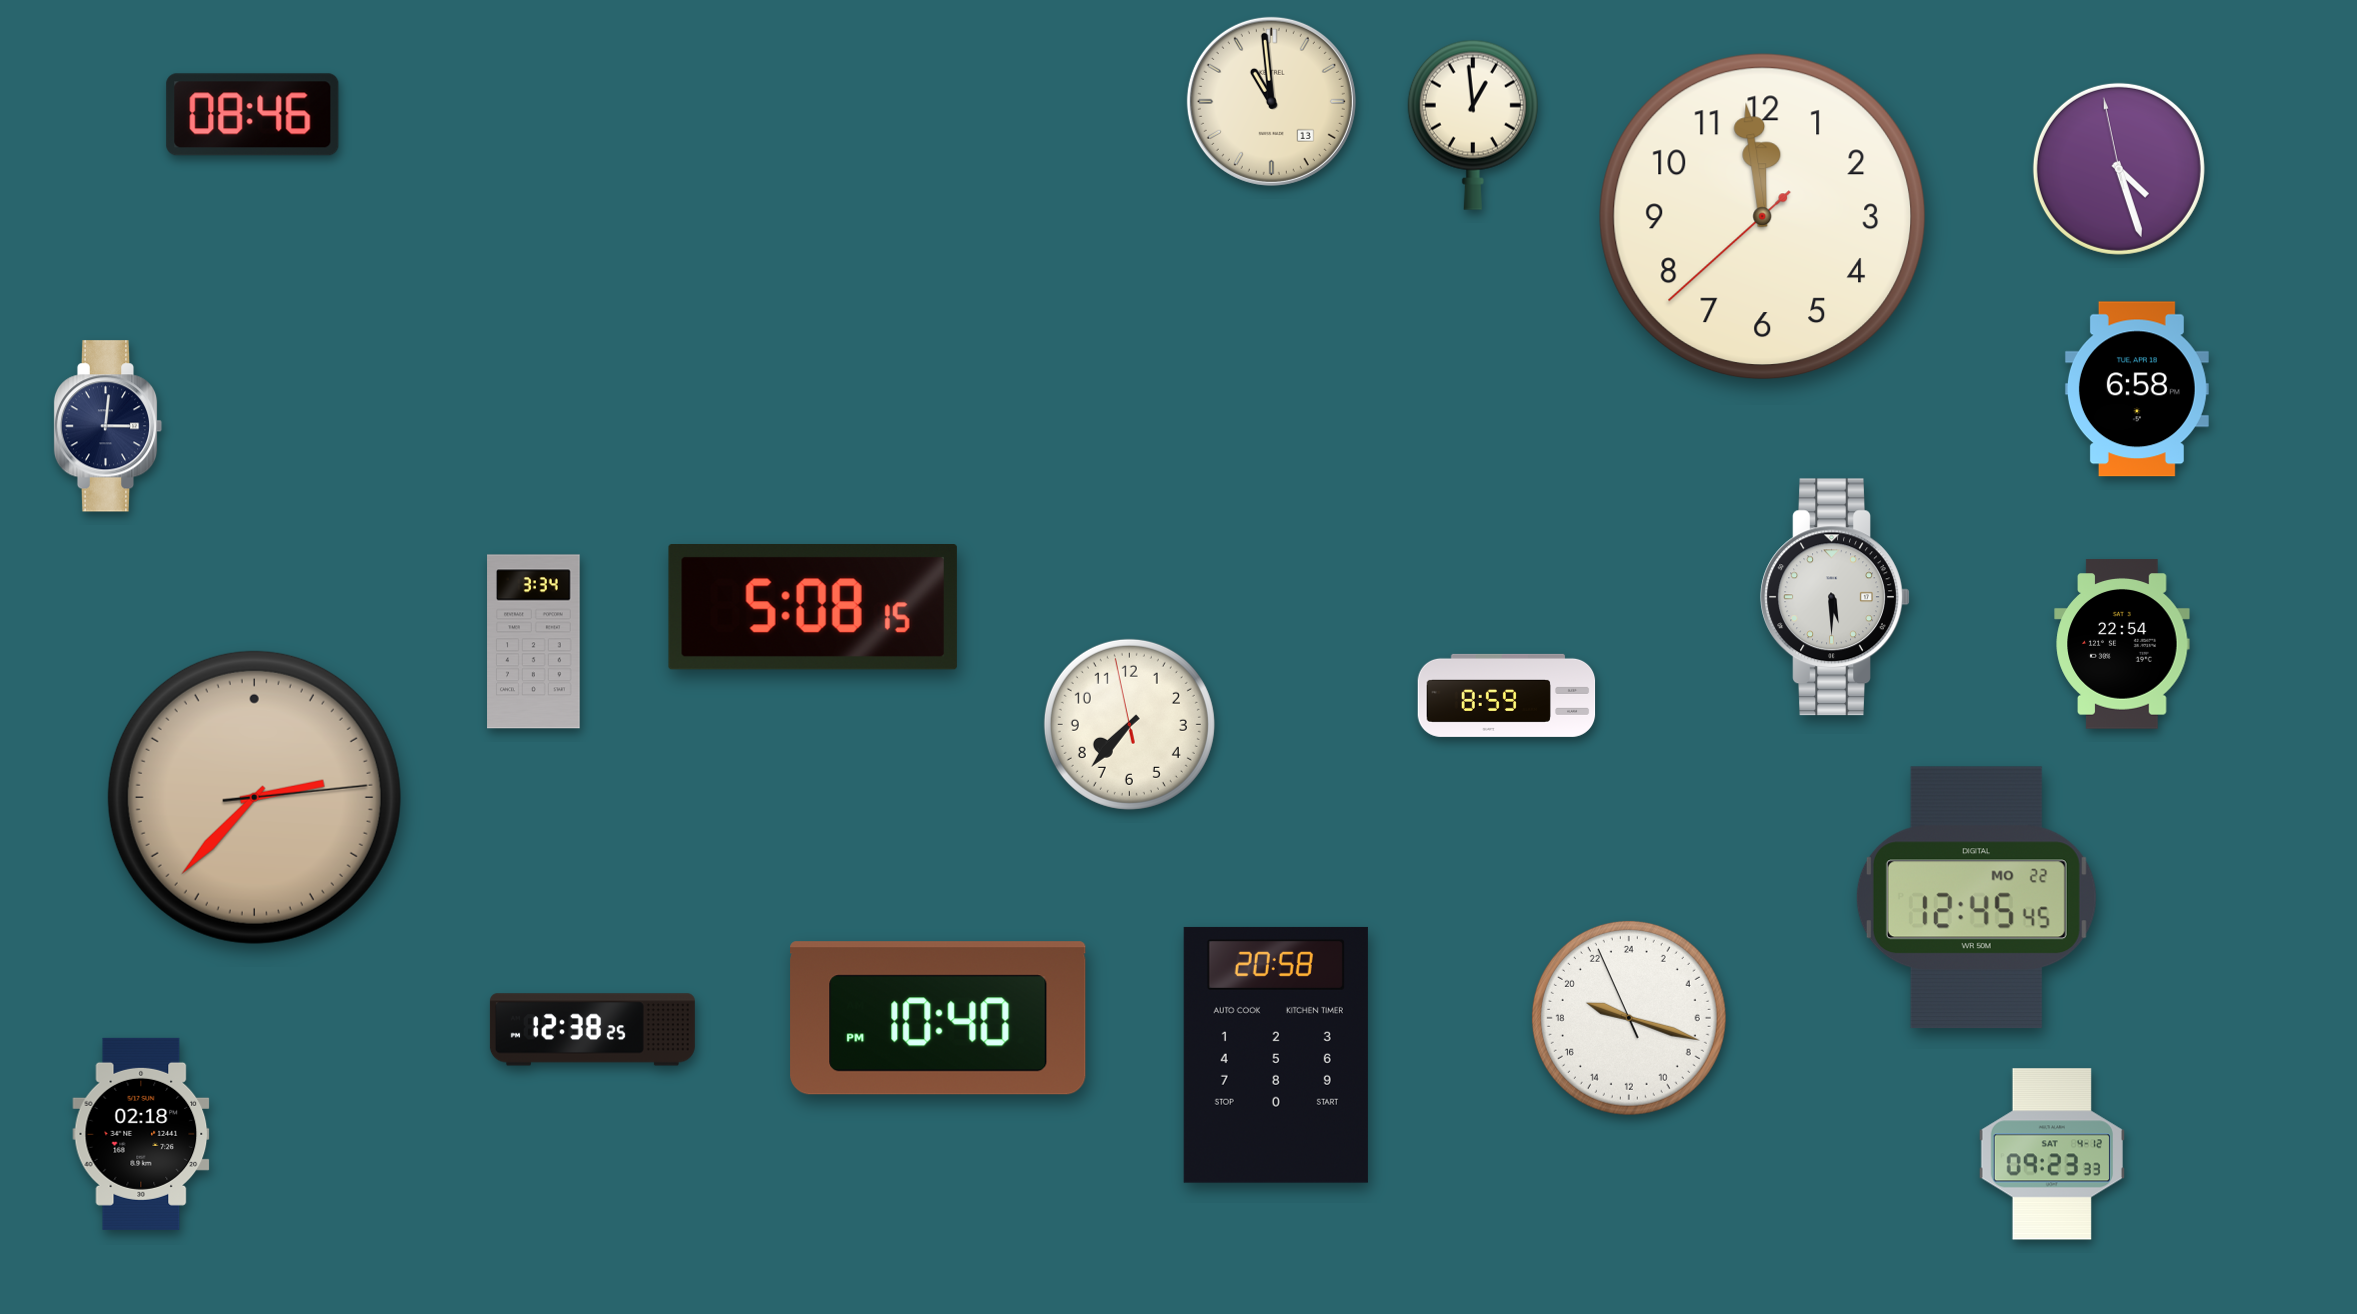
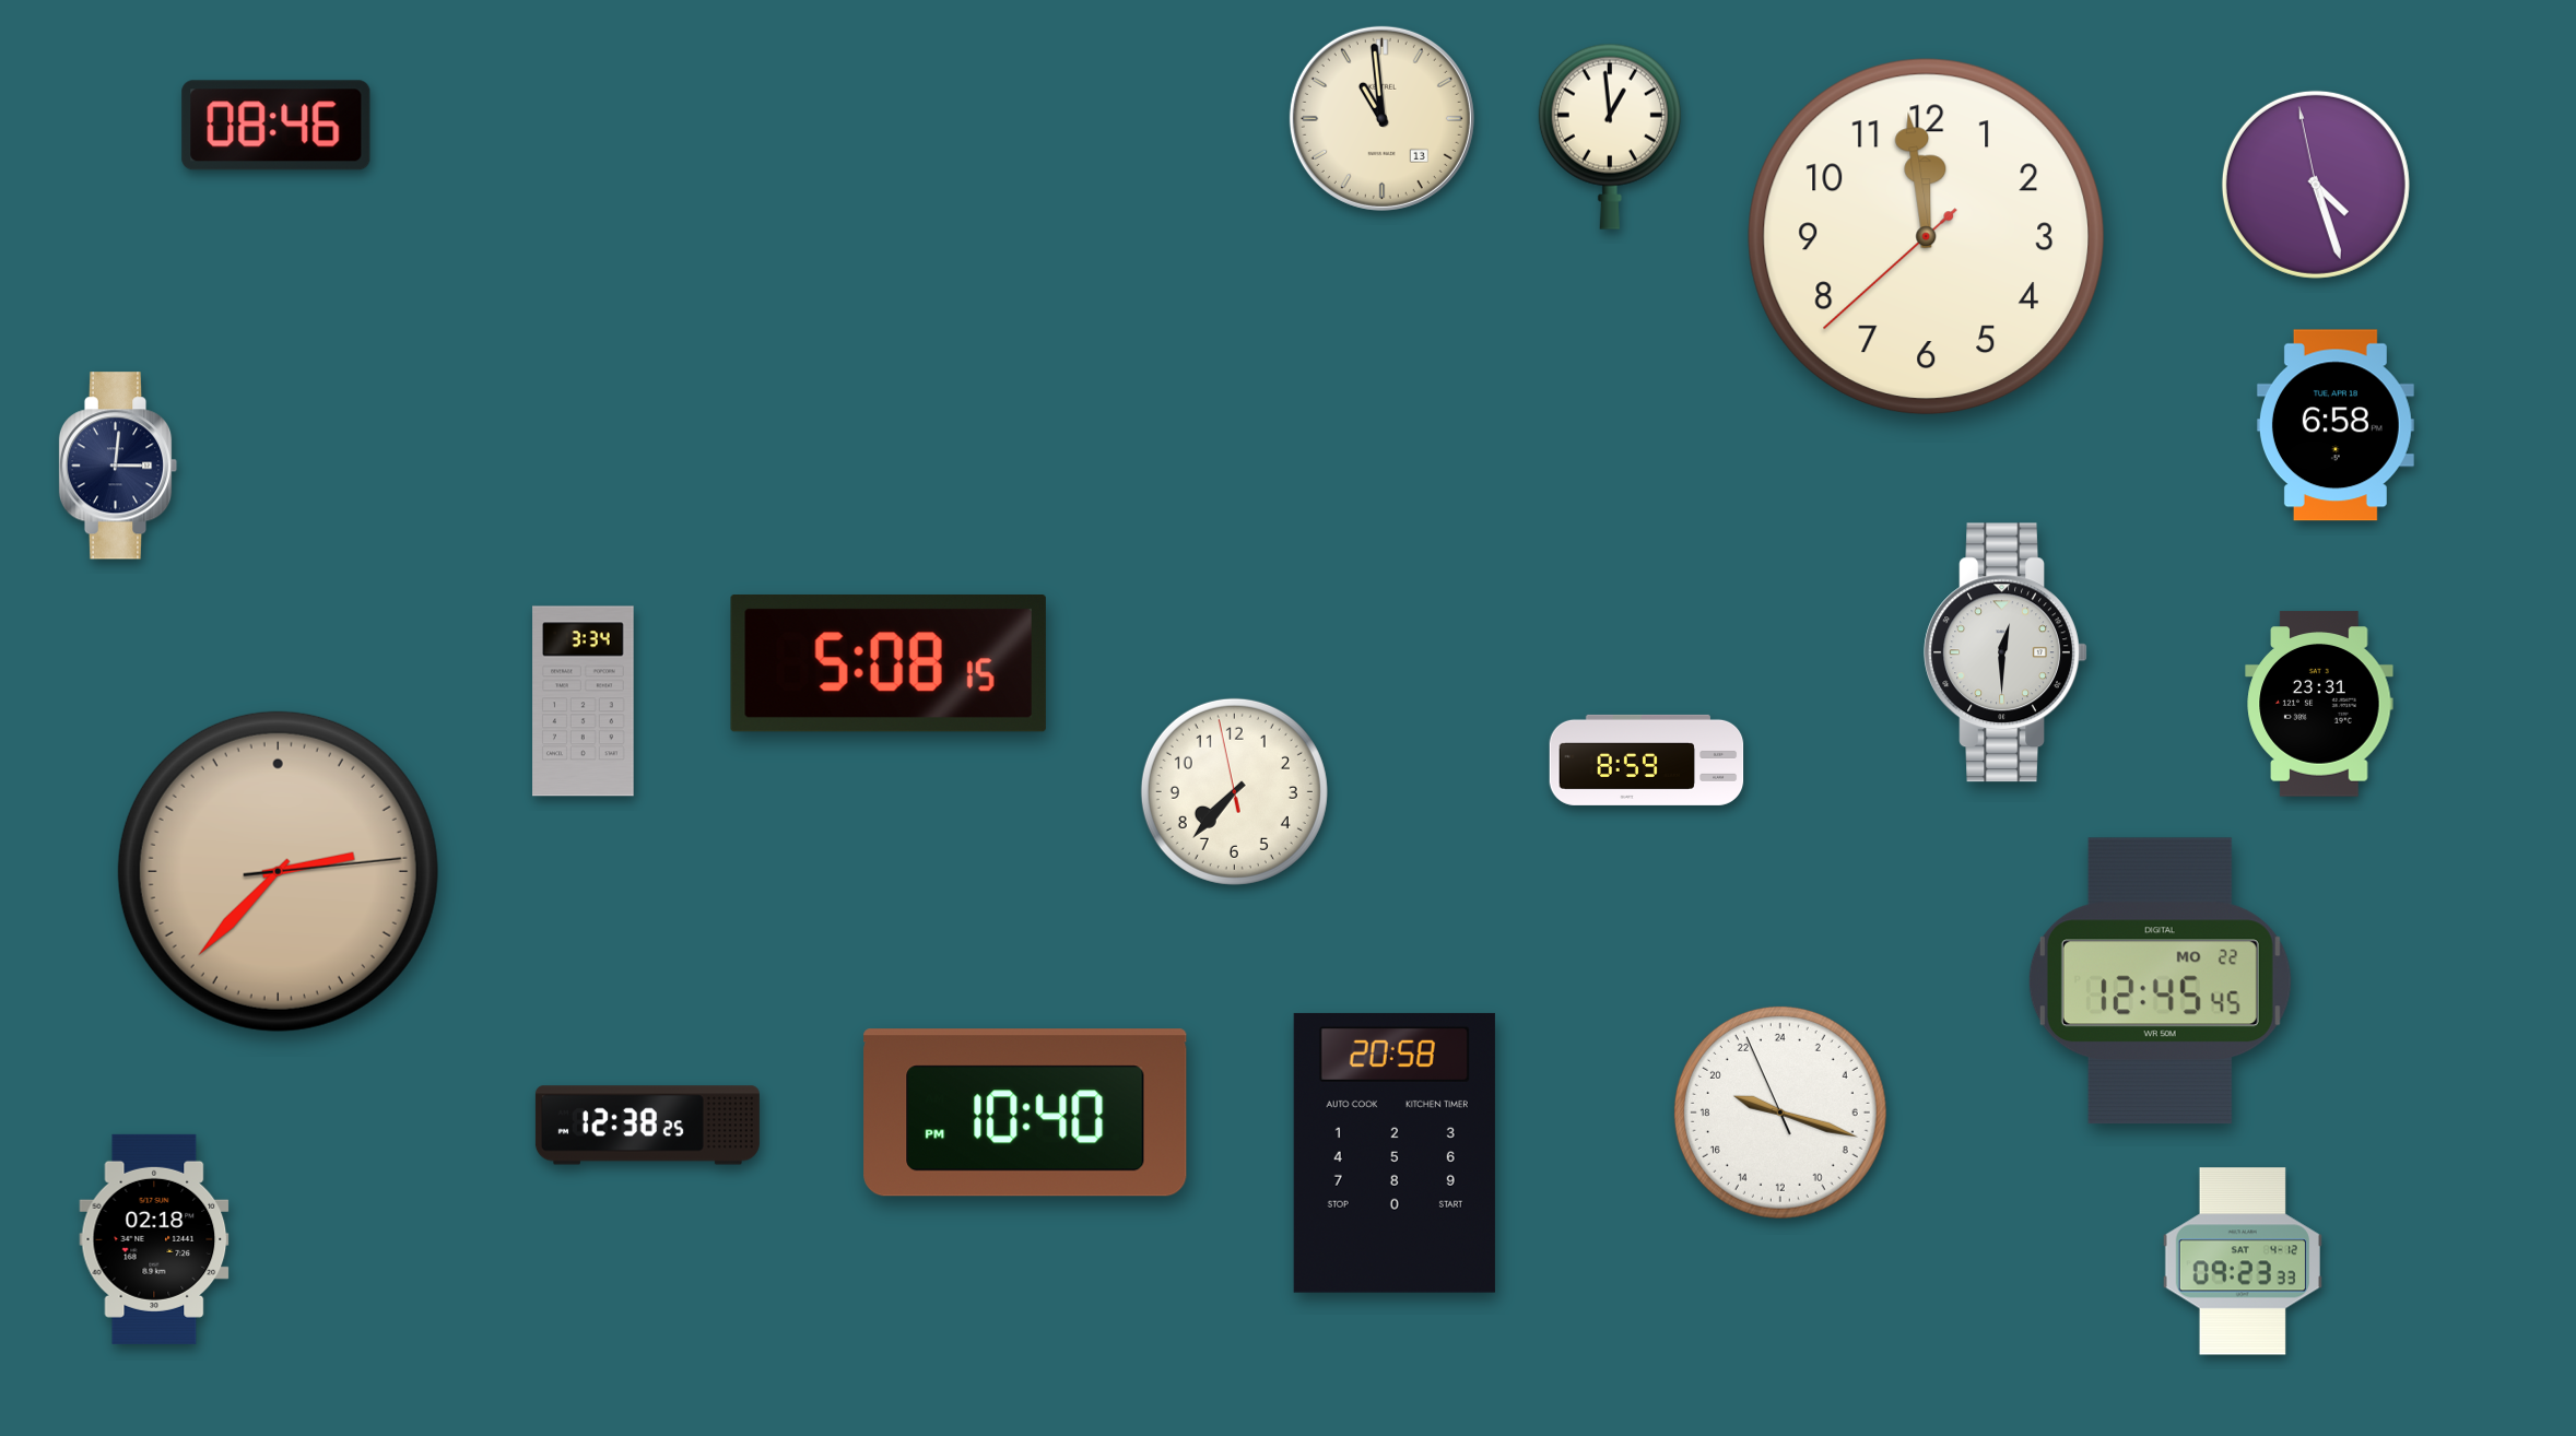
clock at (1271, 101) position: (1271, 101) -> (1381, 118)
clock at (1835, 597): 5:30 -> 12:30
clock at (2122, 644): 22:54 -> 23:31
